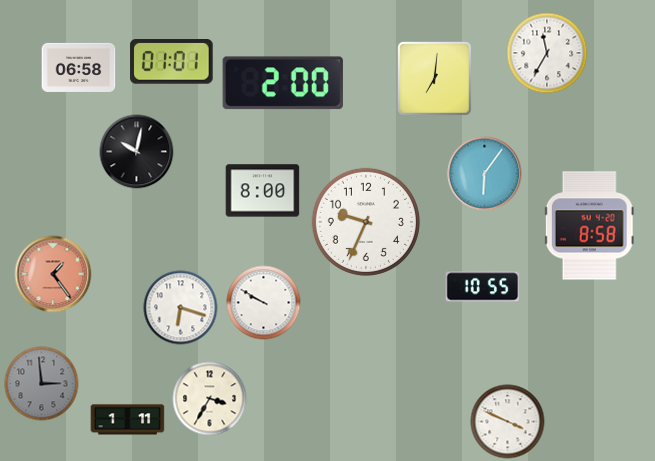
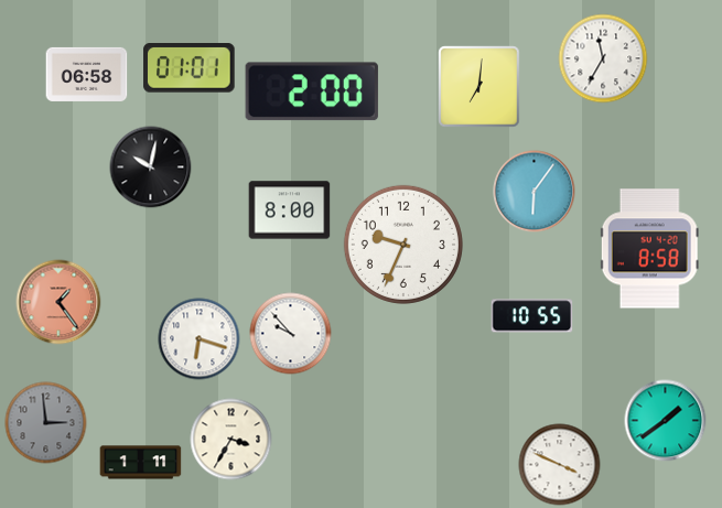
clock at (264, 303): 9:50 -> 9:53
clock at (666, 421): none -> 1:39
